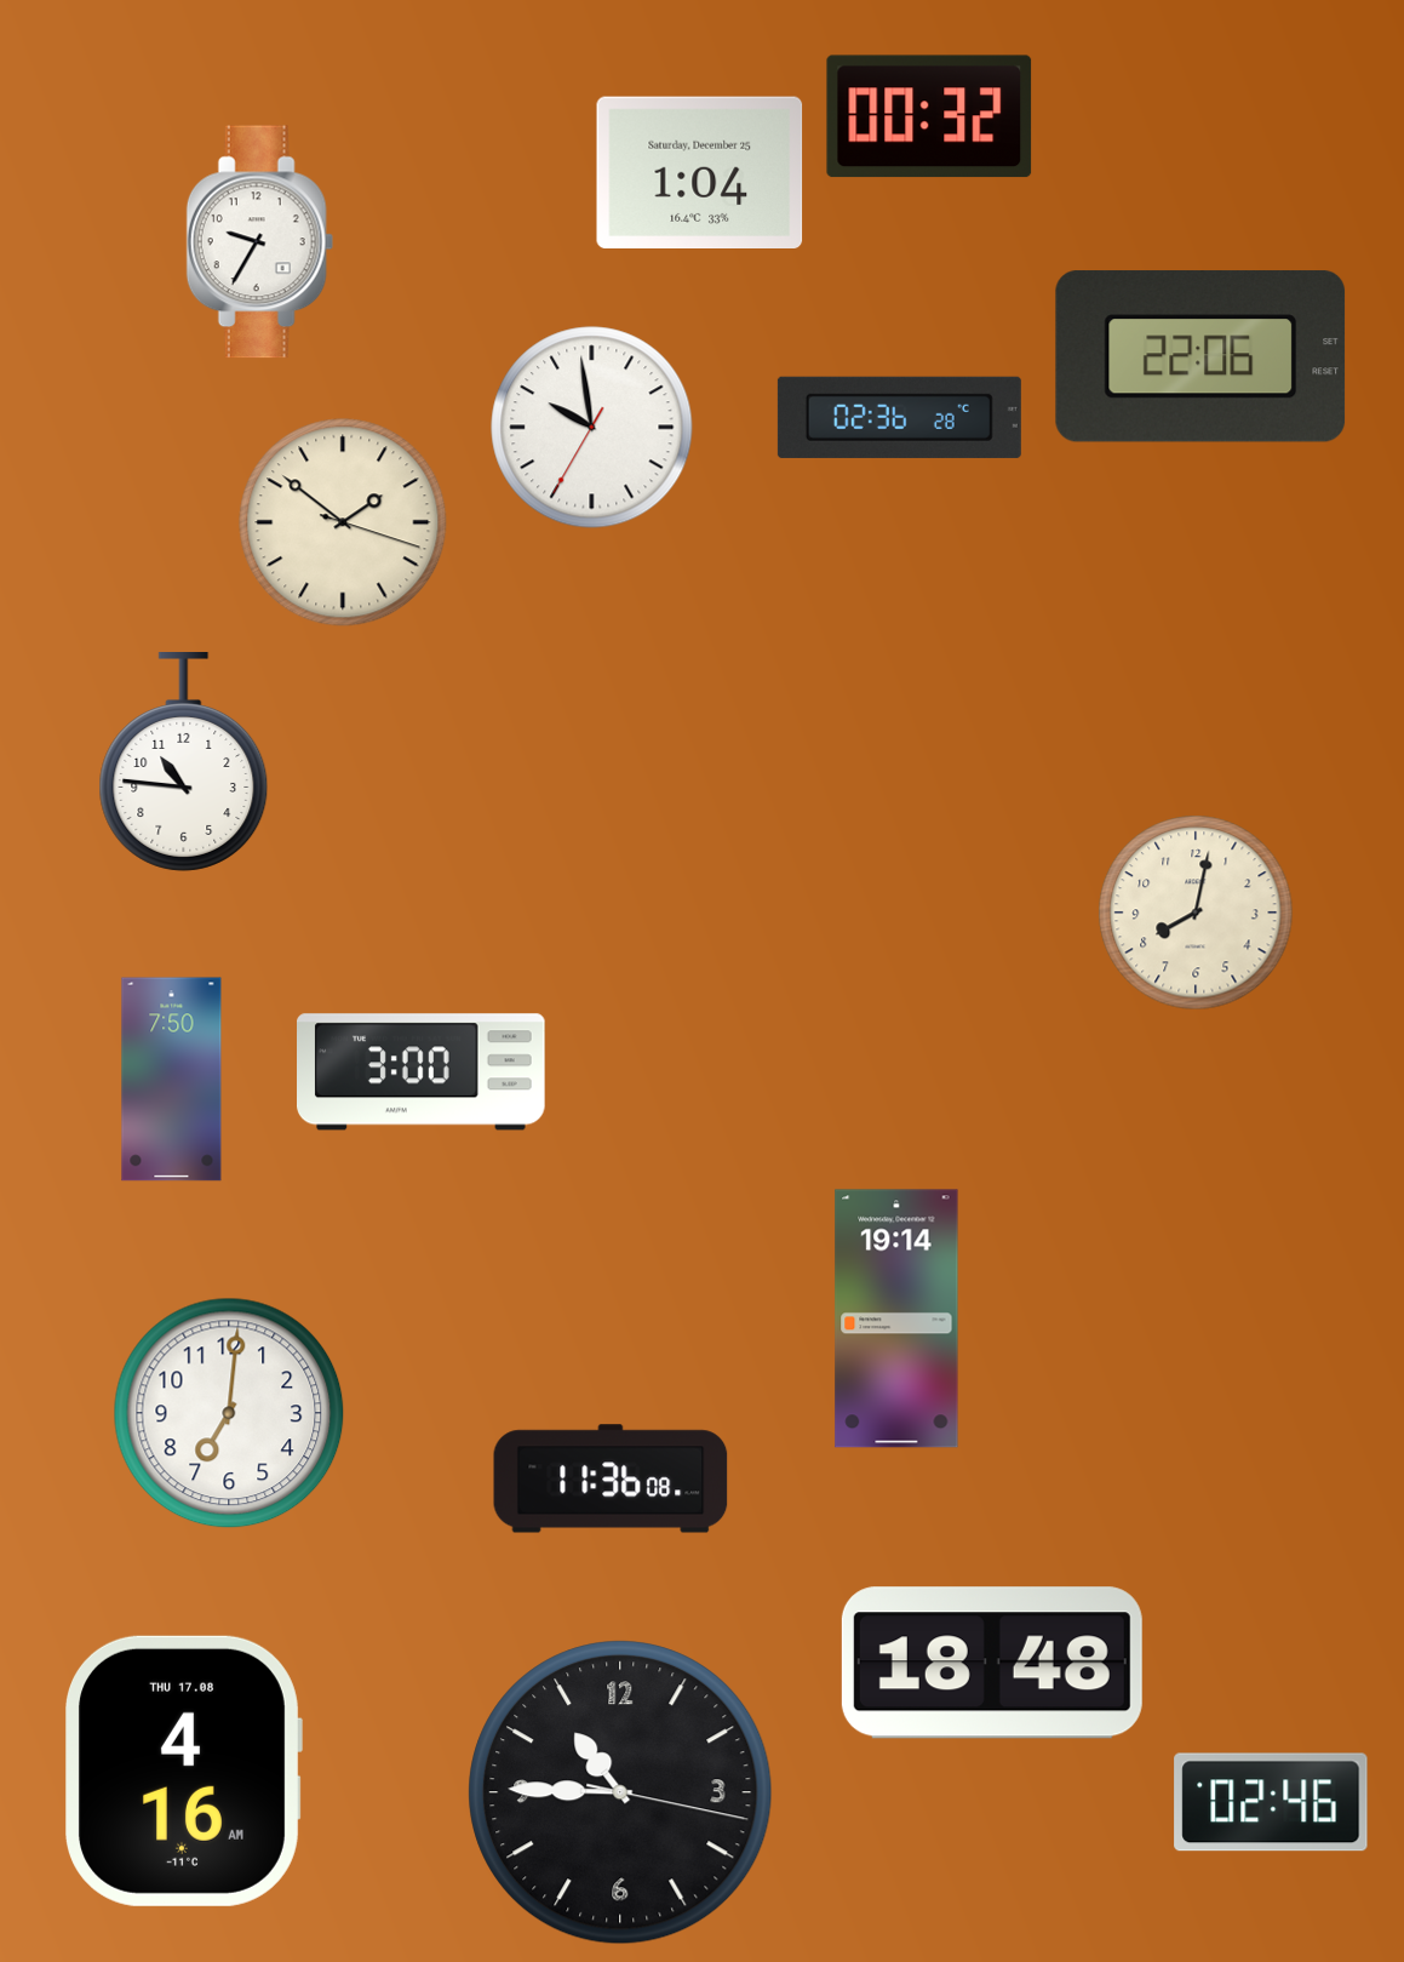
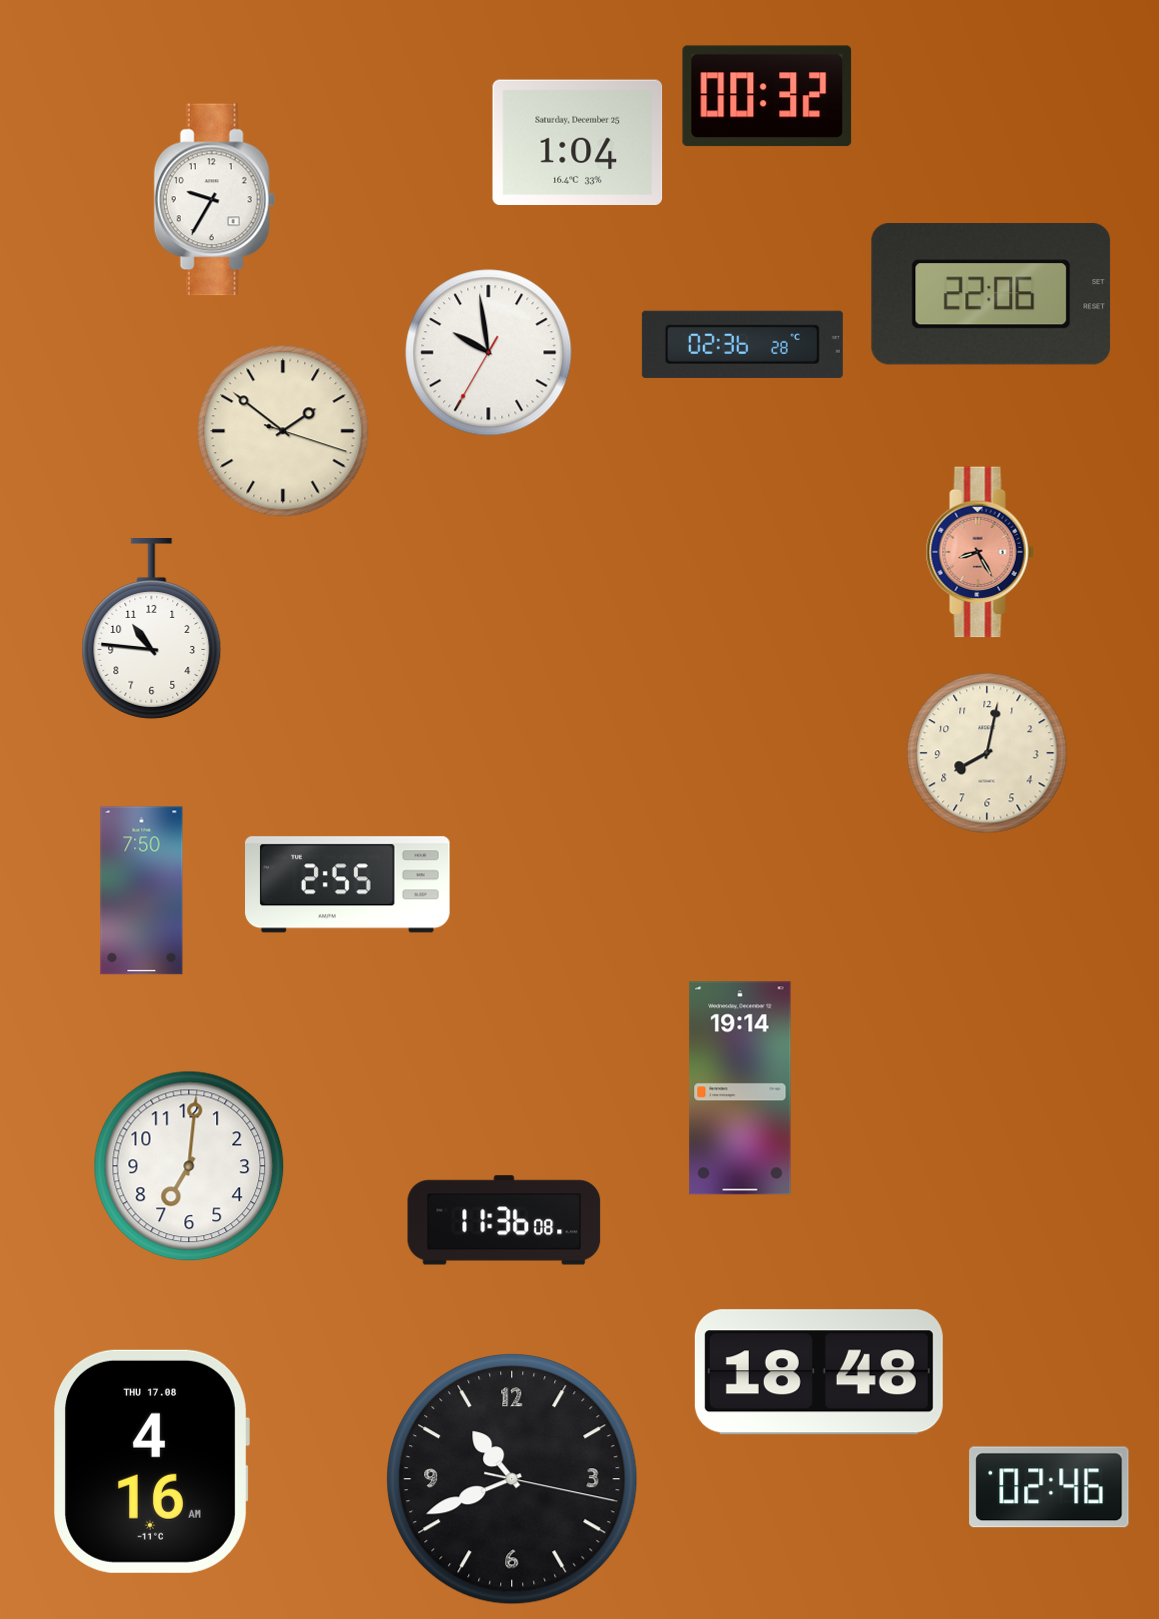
clock at (980, 552): none -> 8:25
clock at (422, 1072): 3:00 -> 2:55
clock at (620, 1792): 10:45 -> 10:41
